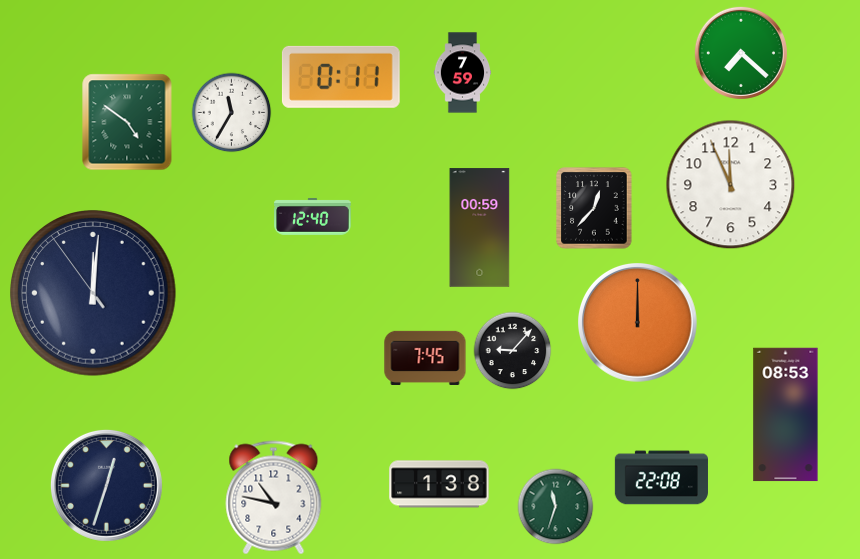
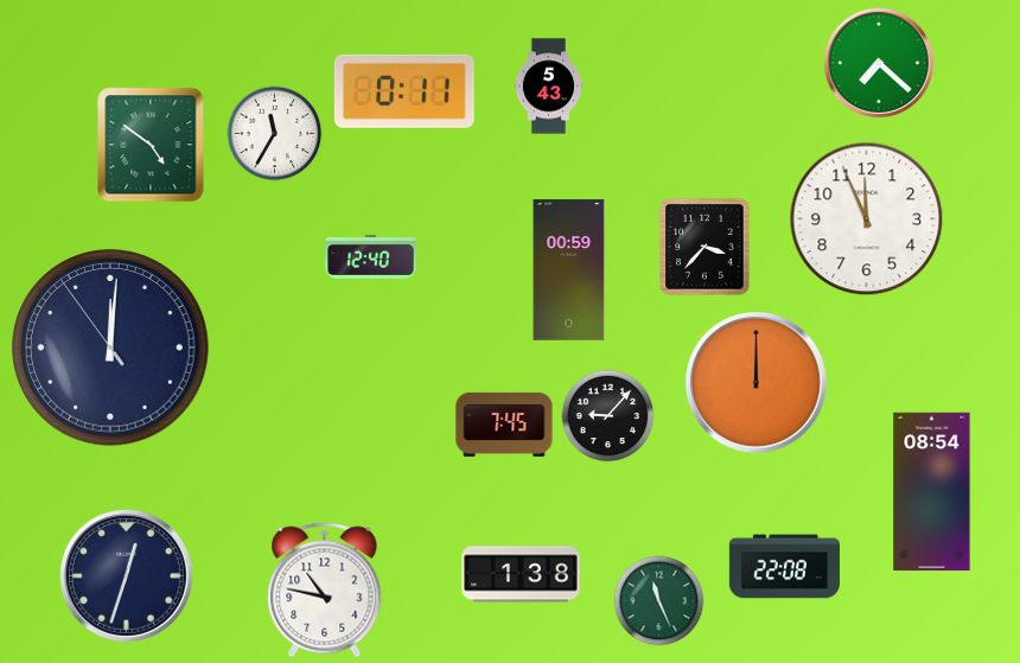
clock at (463, 73): 7:59 -> 5:43
clock at (594, 208): 12:37 -> 3:37
clock at (786, 415): 08:53 -> 08:54
clock at (556, 507): 11:33 -> 11:26
